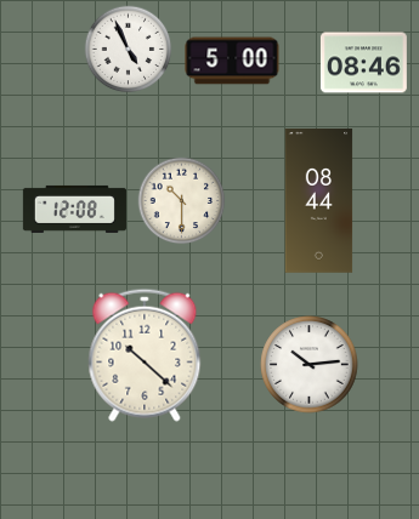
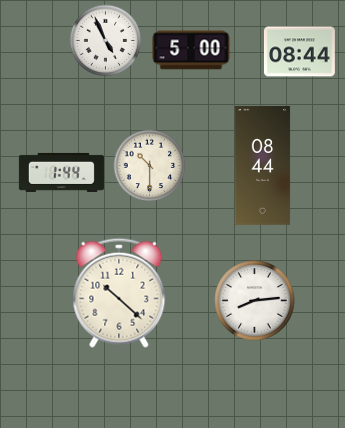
clock at (363, 63): 08:46 -> 08:44
clock at (74, 209): 12:08 -> 1:44
clock at (310, 365): 10:14 -> 8:14
